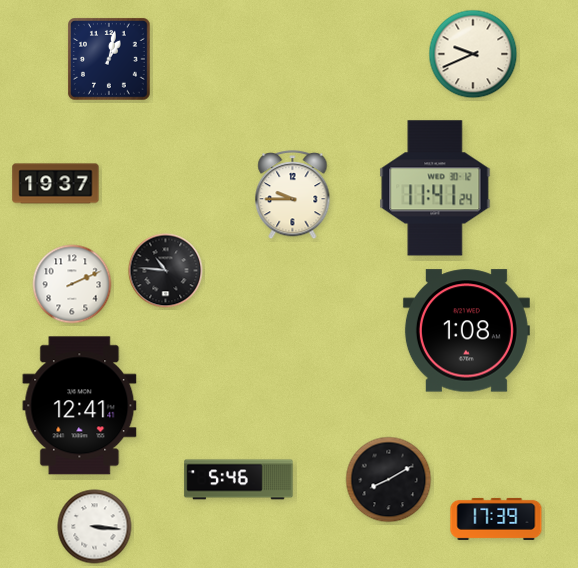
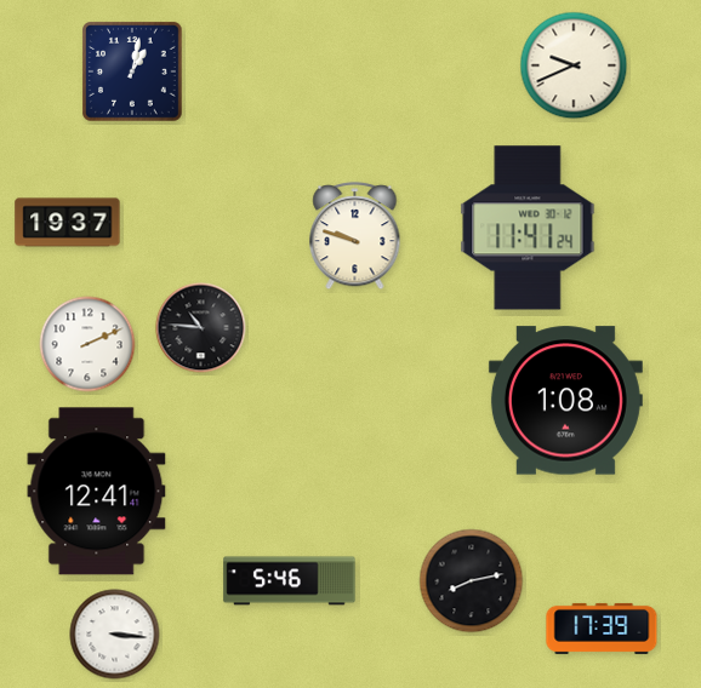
clock at (293, 195): 9:45 -> 9:48
clock at (389, 480): 8:10 -> 8:13
clock at (95, 527) position: (95, 527) -> (115, 635)
